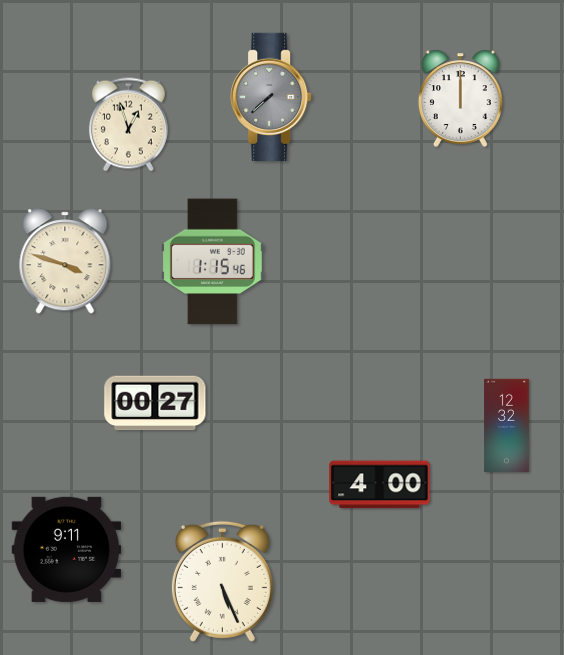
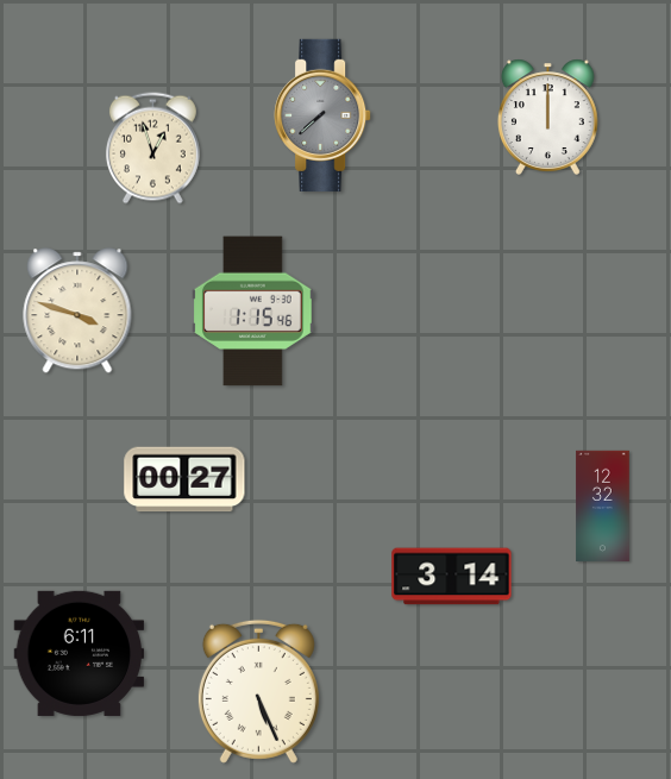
clock at (380, 485): 4:00 -> 3:14
clock at (67, 549): 9:11 -> 6:11
clock at (222, 581) position: (222, 581) -> (258, 691)
